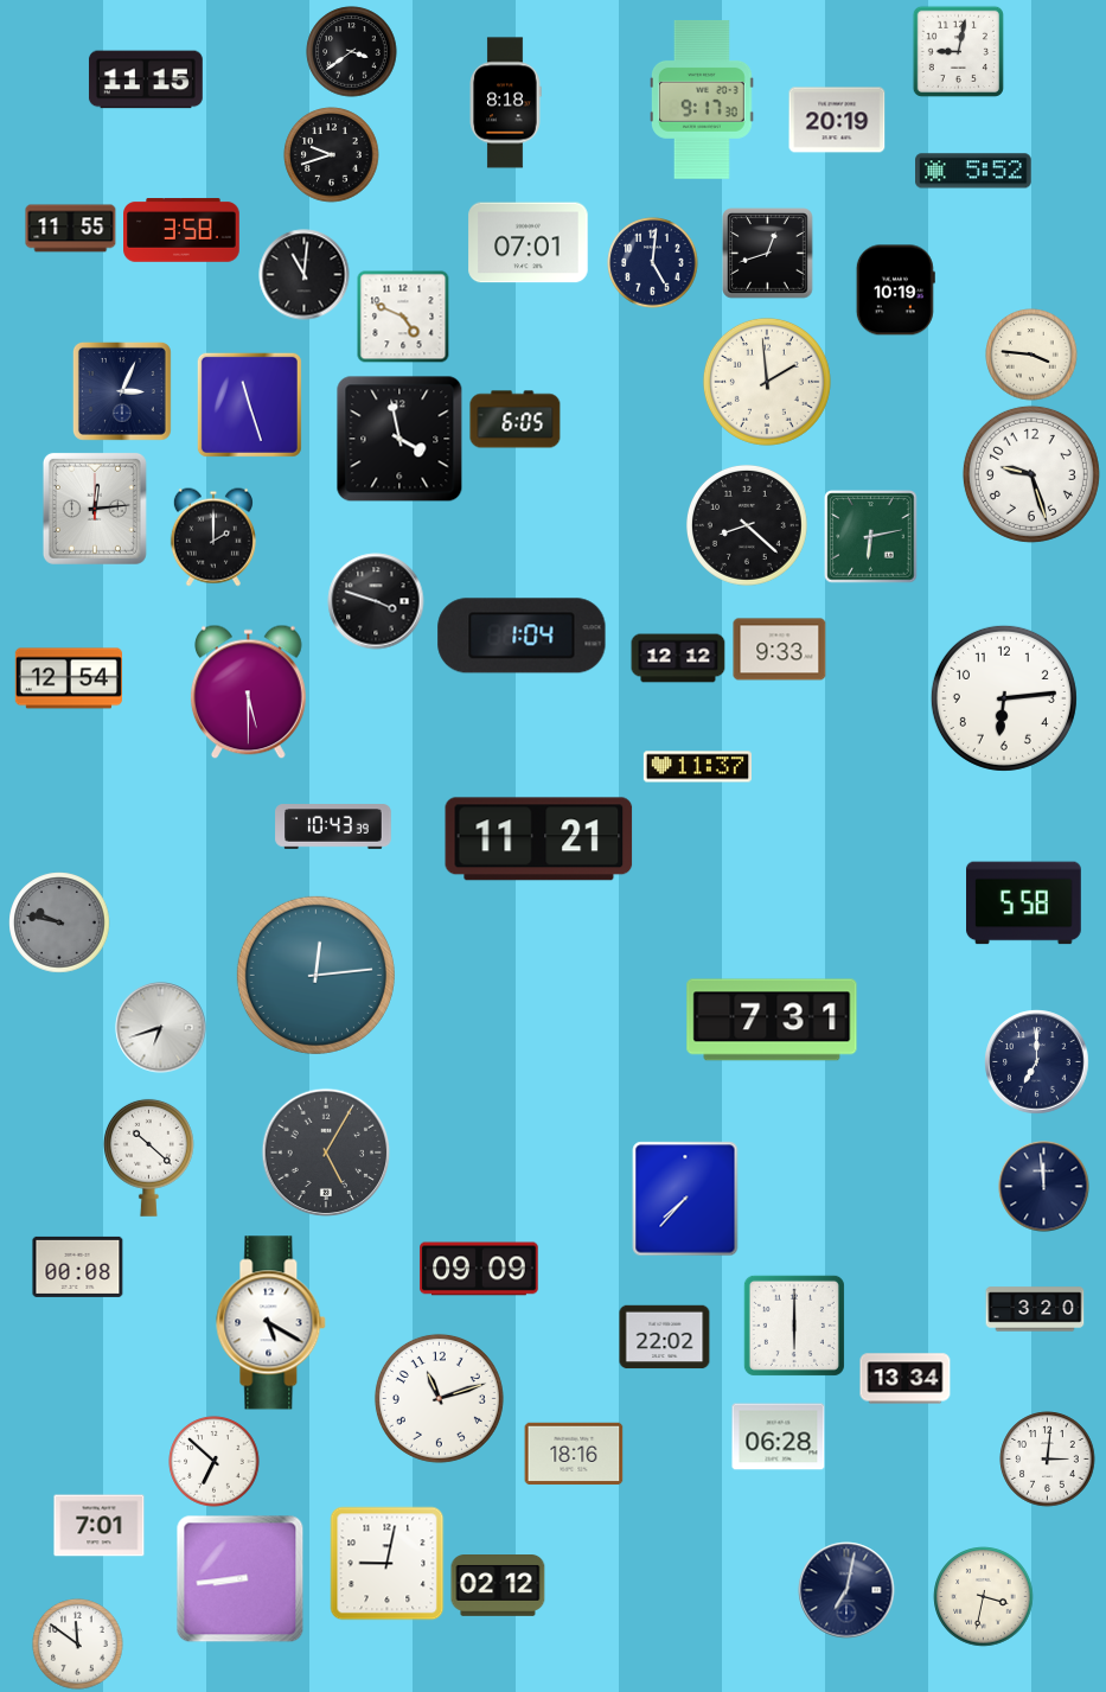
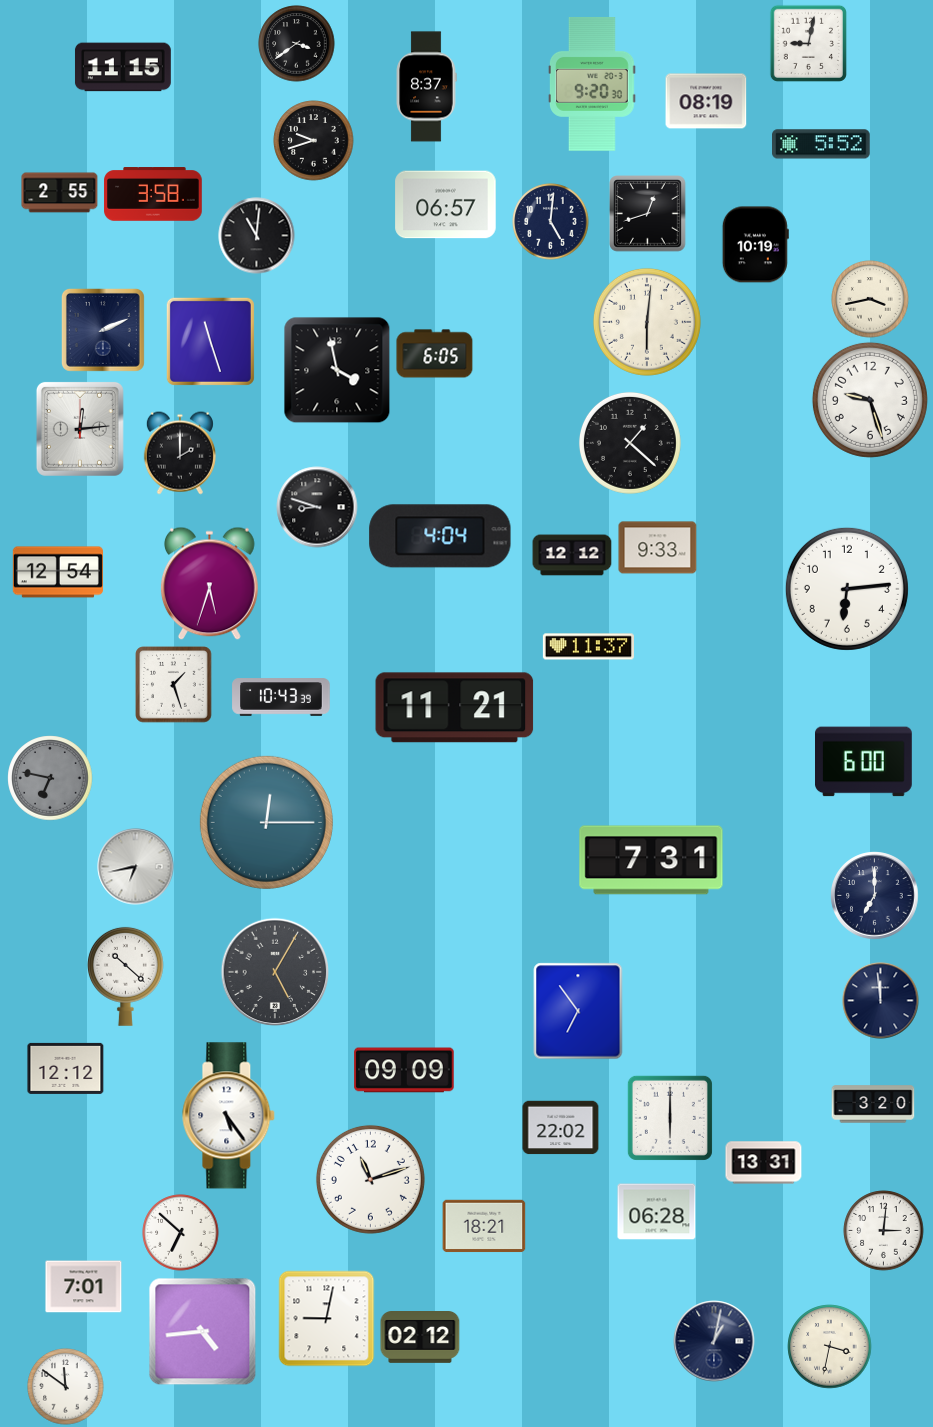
clock at (703, 100): 9:17 -> 9:20
clock at (505, 103): 8:18 -> 8:37
clock at (837, 120): 20:19 -> 08:19
clock at (332, 155) position: (332, 155) -> (314, 141)
clock at (71, 229): 11:55 -> 2:55
clock at (529, 243): 07:01 -> 06:57
clock at (305, 275) position: (305, 275) -> (257, 236)
clock at (403, 317): 4:49 -> none
clock at (1031, 355): 3:46 -> 3:43
clock at (767, 382): 1:59 -> 6:01
clock at (122, 391): 3:04 -> 2:11
clock at (747, 525): 8:22 -> 1:22
clock at (871, 537): 6:13 -> none
clock at (376, 601): 3:48 -> 8:48
clock at (522, 636): 1:04 -> 4:04
clock at (249, 692): 5:30 -> 5:33
clock at (174, 685): none -> 1:27
clock at (1024, 904): 5:58 -> 6:00
clock at (59, 922): 9:47 -> 6:47
clock at (315, 975): 12:14 -> 12:15
clock at (161, 1028): 6:42 -> 6:43
clock at (685, 1199): 7:37 -> 6:54
clock at (78, 1266): 00:08 -> 12:12
clock at (271, 1323): 5:20 -> 5:24
clock at (906, 1379): 13:34 -> 13:31
clock at (574, 1454): 18:16 -> 18:21
clock at (241, 1579): 8:44 -> 4:44
clock at (846, 1590): 7:02 -> 1:02
